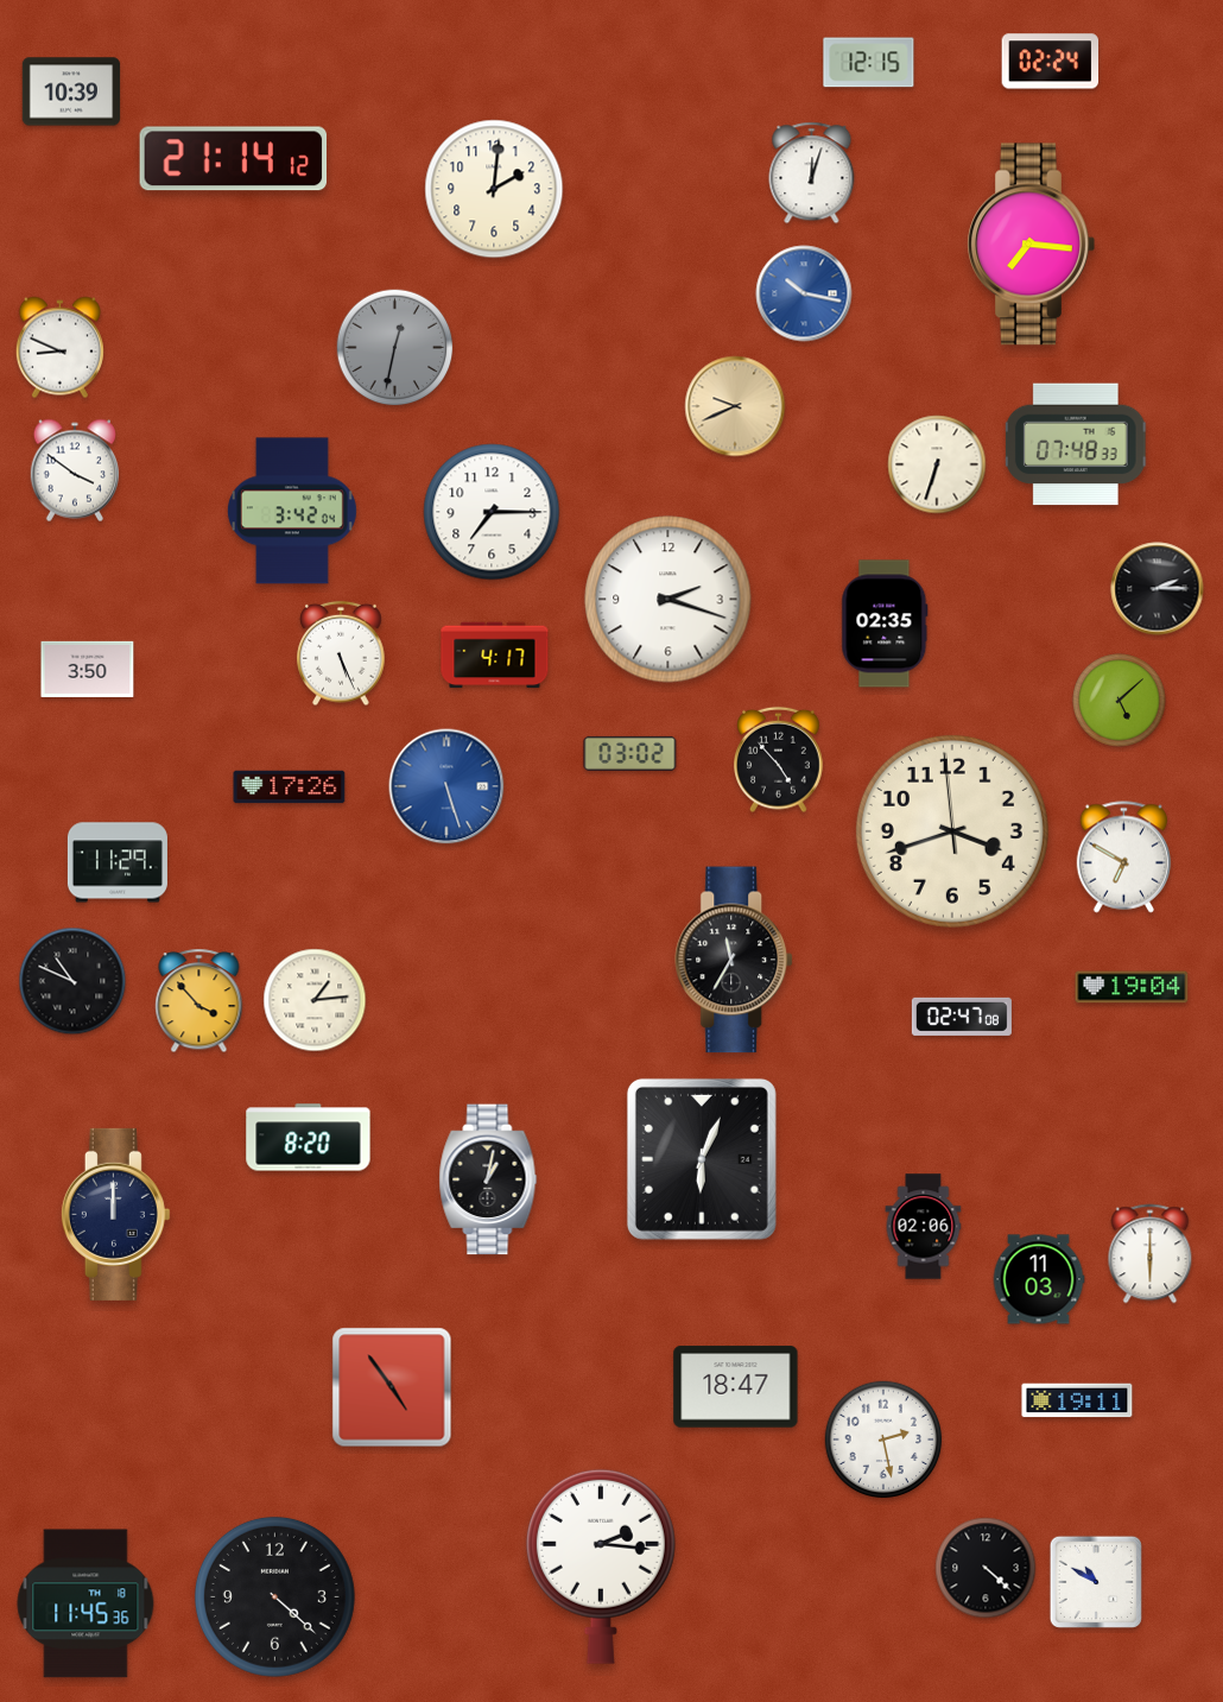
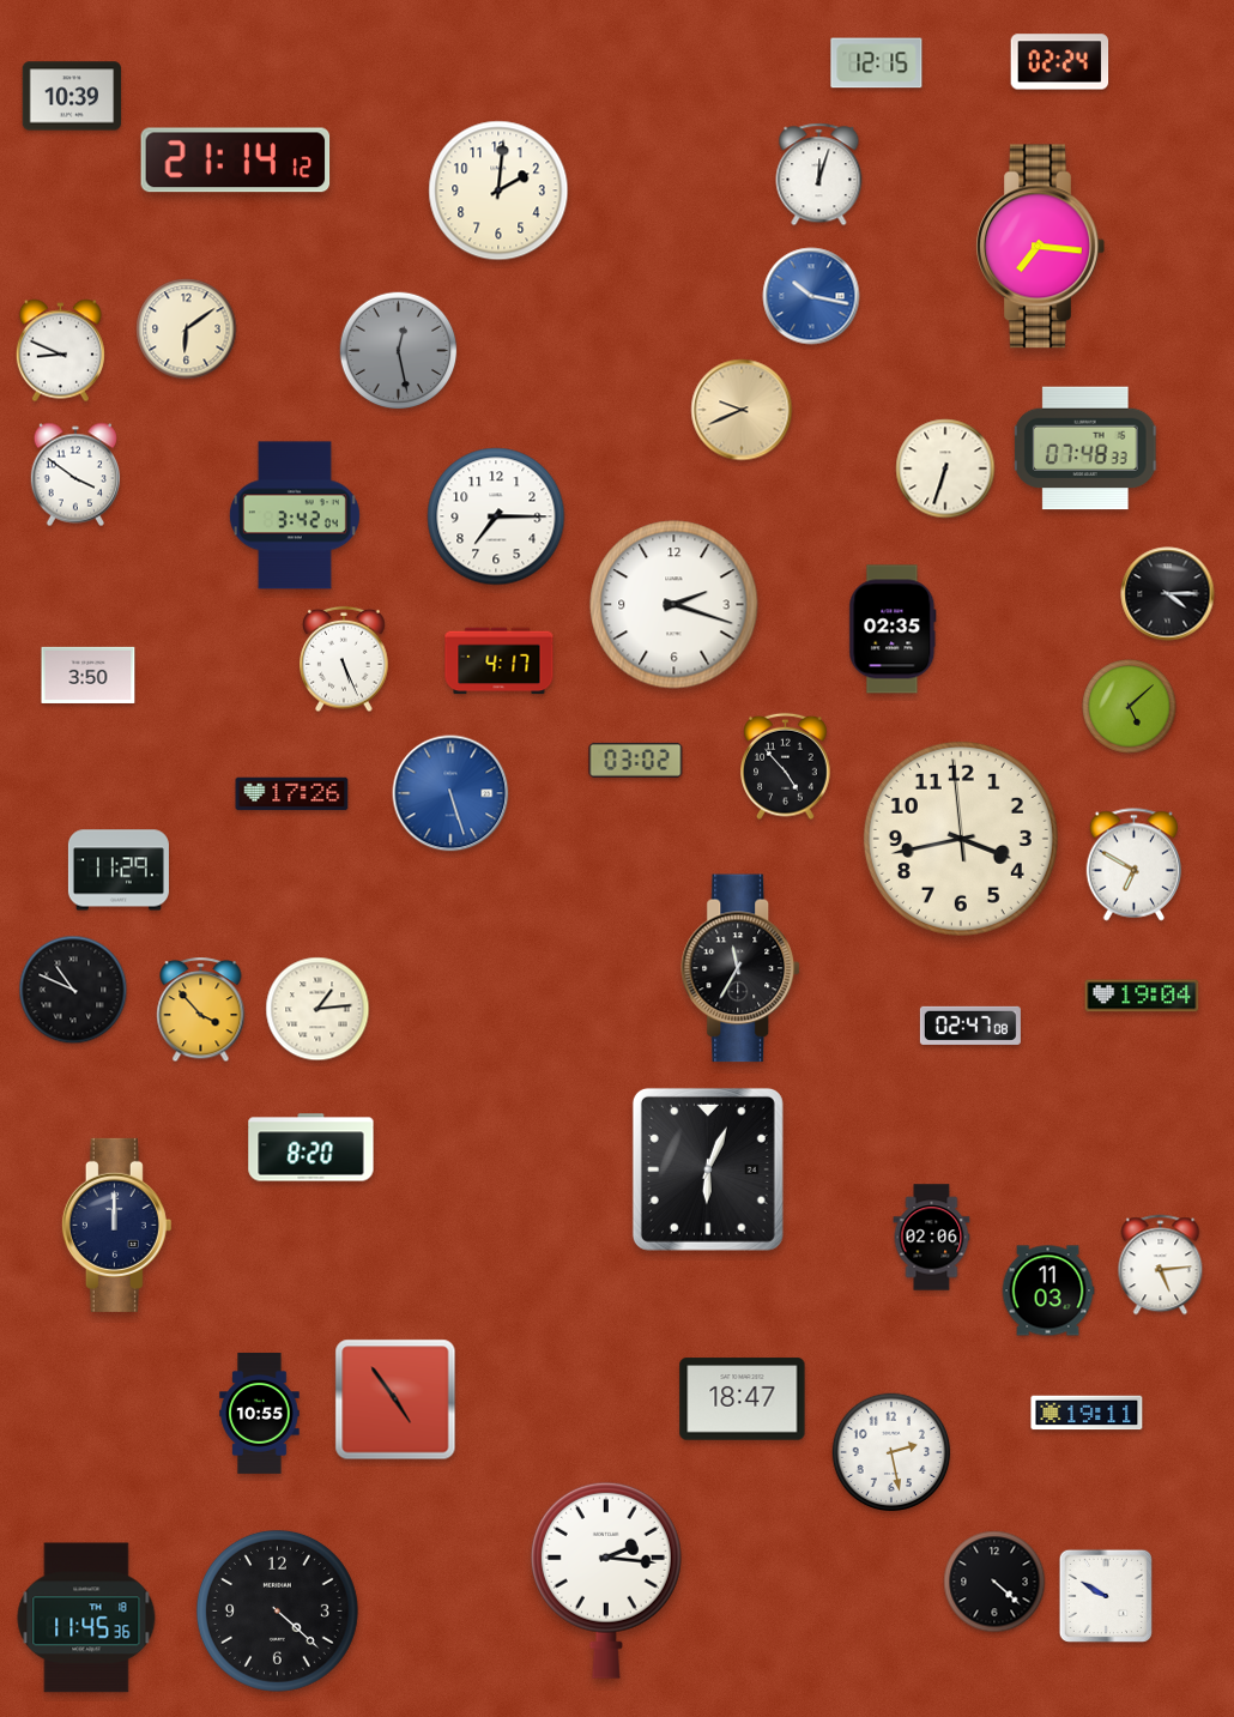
clock at (71, 91) position: (71, 91) -> (72, 96)
clock at (187, 330): none -> 6:09
clock at (395, 348): 12:32 -> 12:28
clock at (1158, 589): 2:15 -> 4:15
clock at (952, 831): 3:41 -> 3:42
clock at (488, 1179): 1:02 -> none
clock at (1151, 1254): 6:00 -> 5:14
clock at (260, 1414): none -> 10:55
clock at (1096, 1582): 10:50 -> 9:50
